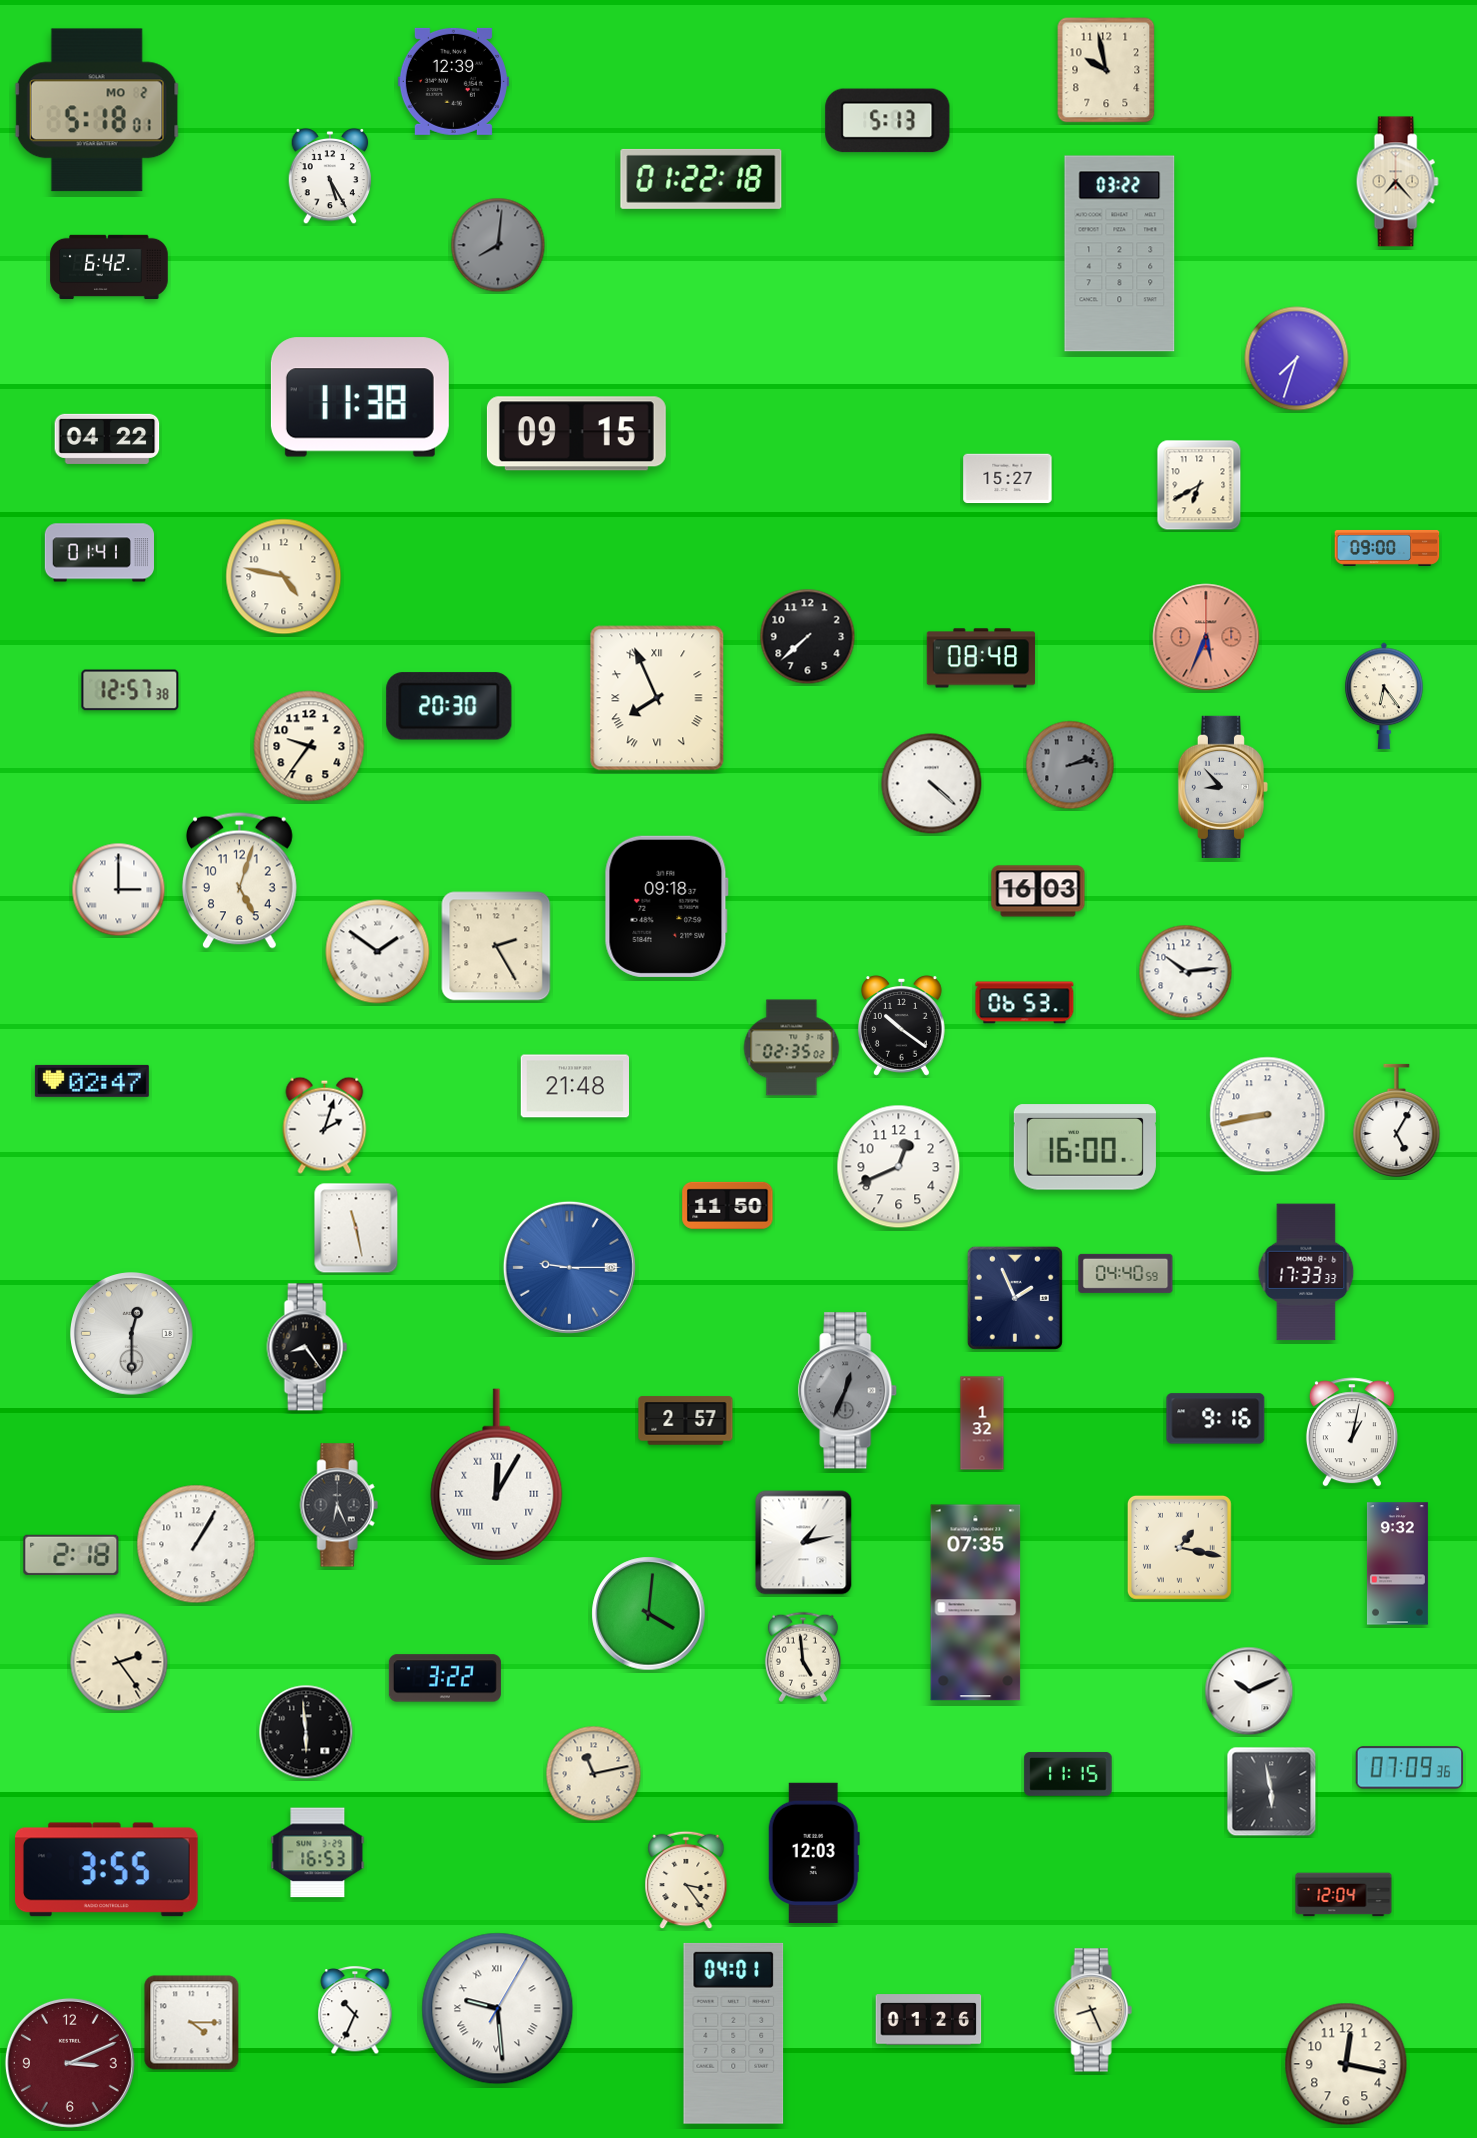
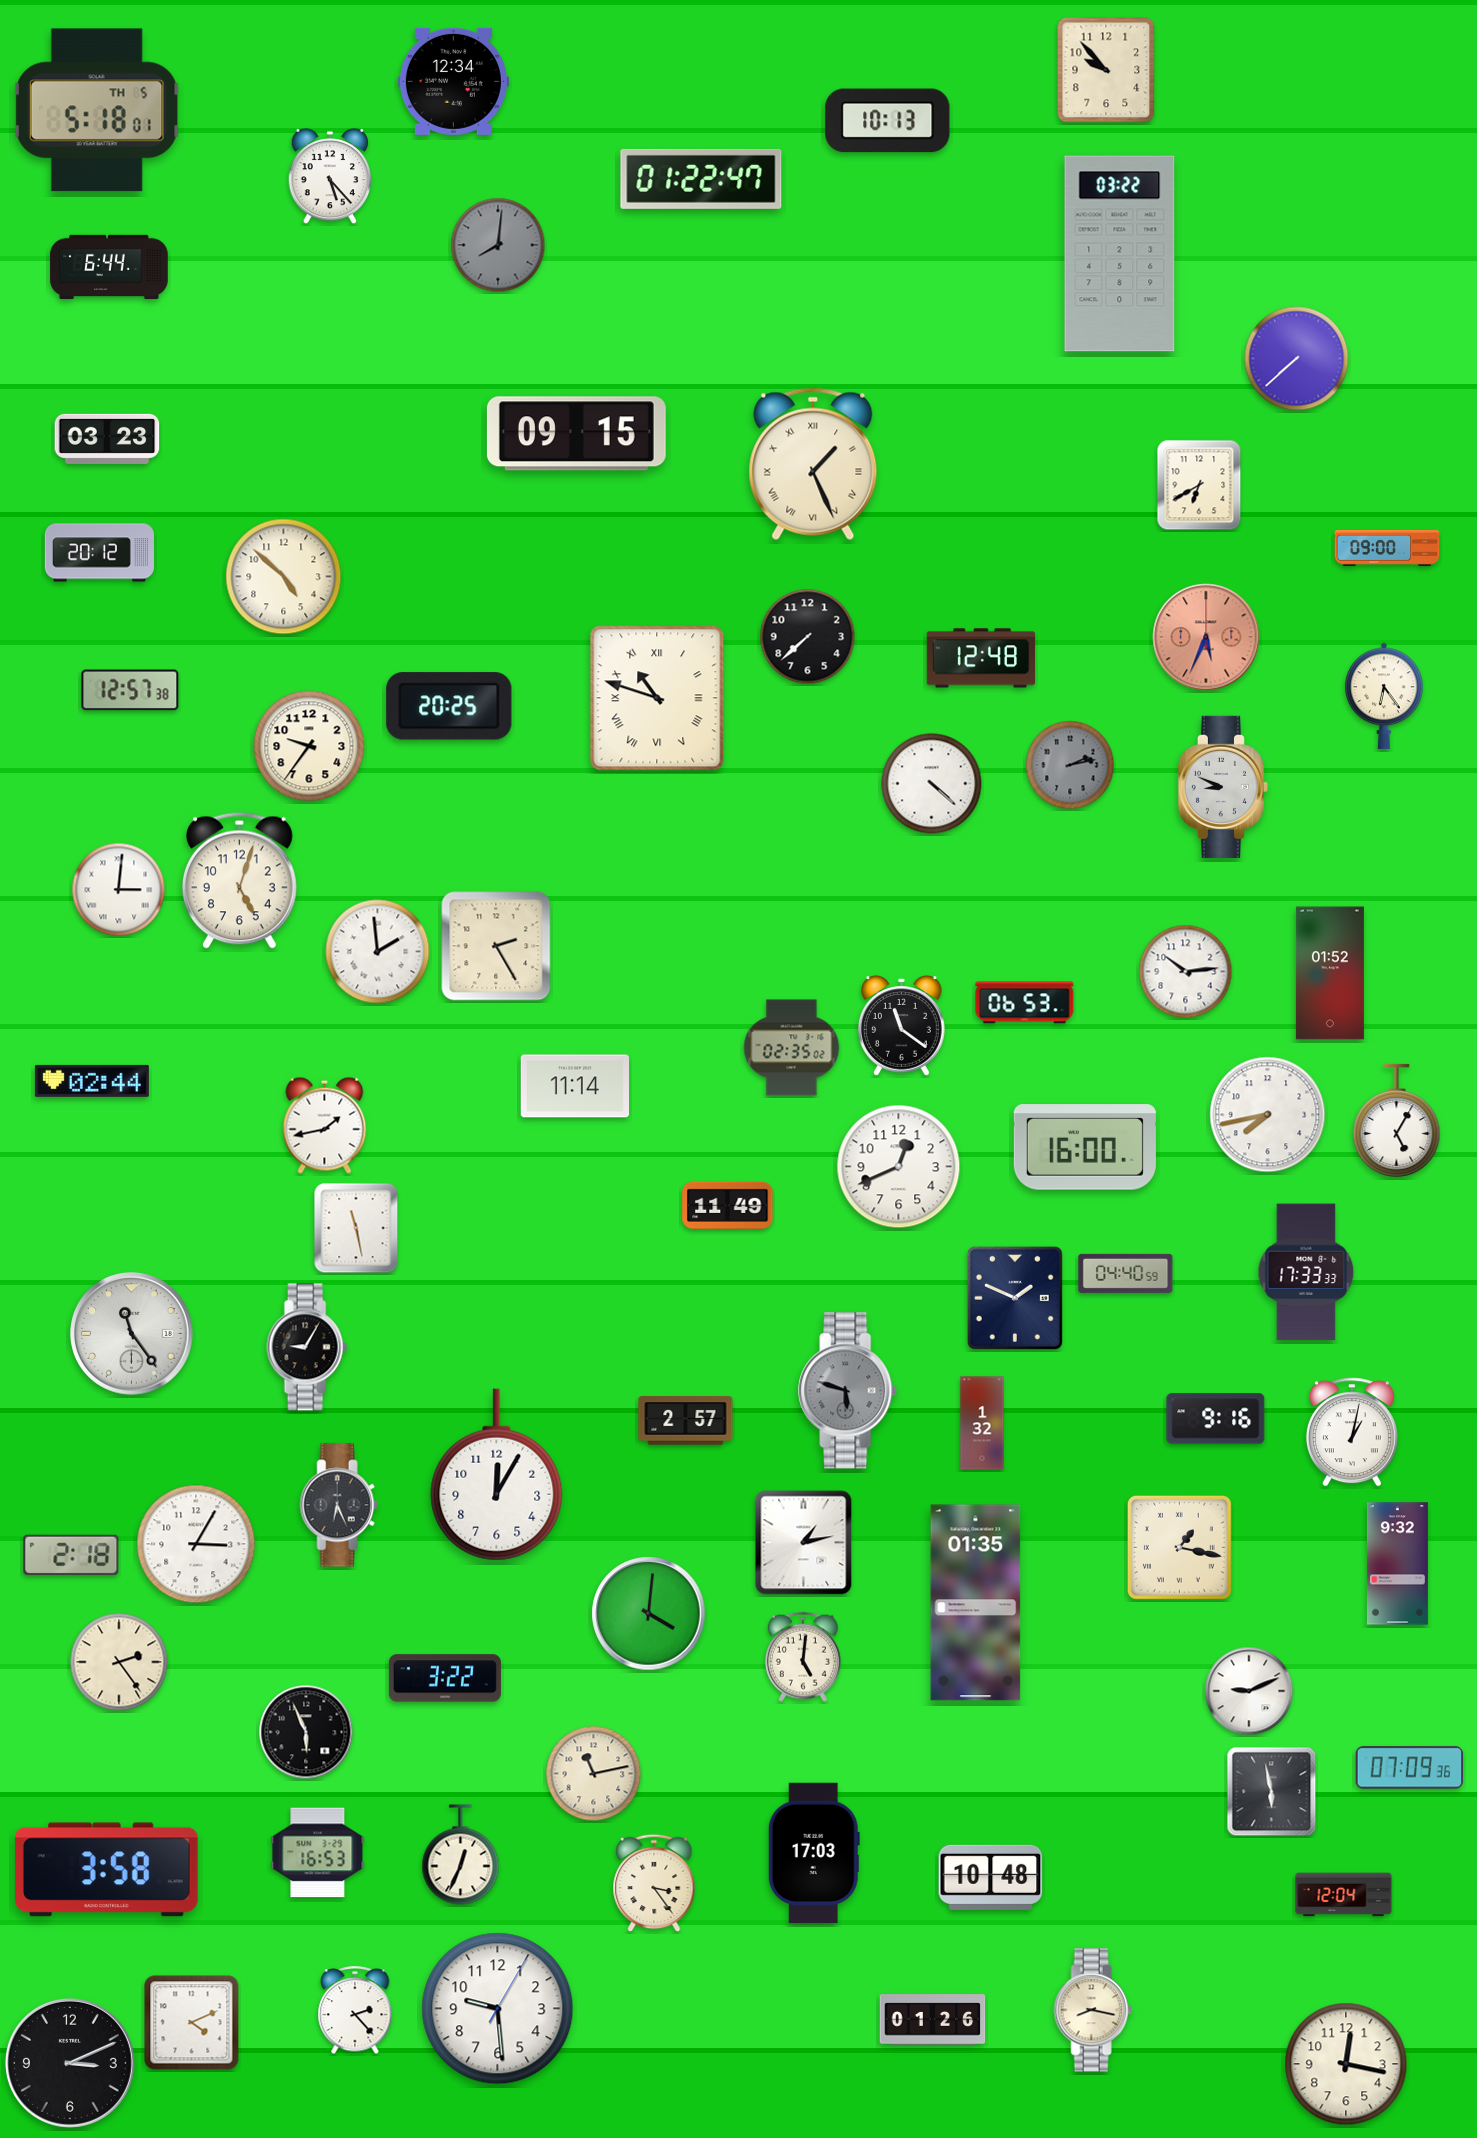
clock at (1106, 70): 9:58 -> 9:53
clock at (453, 81): 12:39 -> 12:34
clock at (97, 110) date: MO 2 -> TH 5
clock at (888, 121): 5:13 -> 10:13
clock at (330, 176): 5:25 -> 5:23
clock at (701, 179): 01:22:18 -> 01:22:47
clock at (1397, 182): 7:23 -> none
clock at (109, 267): 6:42 -> 6:44
clock at (1297, 359): 7:33 -> 7:38
clock at (360, 397): 11:38 -> none
clock at (107, 439): 04:22 -> 03:23
clock at (813, 464): none -> 1:26
clock at (1008, 479): 15:27 -> none
clock at (99, 553): 01:41 -> 20:12
clock at (284, 577): 4:47 -> 4:52
clock at (981, 658): 08:48 -> 12:48
clock at (657, 698): 7:56 -> 10:48
clock at (449, 706): 20:30 -> 20:25
clock at (1223, 787): 8:53 -> 8:49
clock at (119, 890): 3:00 -> 3:01
clock at (1038, 891): 16:03 -> none
clock at (666, 906): 09:18 -> none
clock at (378, 952): 1:51 -> 1:59
clock at (1330, 973): none -> 01:52
clock at (902, 1026): 10:21 -> 11:21
clock at (92, 1081): 02:47 -> 02:44
clock at (574, 1086): 21:48 -> 11:14
clock at (1268, 1115): 8:43 -> 7:43
clock at (325, 1125): 2:03 -> 1:43
clock at (728, 1205): 11:50 -> 11:49
clock at (569, 1267): 9:15 -> none
clock at (1015, 1298): 1:56 -> 1:49
clock at (132, 1334): 12:30 -> 11:24
clock at (307, 1347): 8:24 -> 9:05
clock at (848, 1391): 12:34 -> 5:48
clock at (497, 1475) numerals: Roman -> Arabic
clock at (196, 1544): 1:05 -> 3:05
clock at (976, 1603): 07:35 -> 01:35
clock at (803, 1657): 4:59 -> 5:01
clock at (1249, 1691): 10:11 -> 9:11
clock at (306, 1732): 5:59 -> 5:56
clock at (1068, 1774): 11:15 -> none
clock at (814, 1852): 12:03 -> 17:03
clock at (461, 1855): none -> 12:34
clock at (107, 1870): 3:55 -> 3:58
clock at (991, 1877): none -> 10:48
clock at (686, 1880) position: (686, 1880) -> (654, 1883)
clock at (498, 2009) numerals: Roman -> Arabic
clock at (1093, 2010): 8:26 -> 8:17
clock at (355, 2011): 10:34 -> 2:23
clock at (929, 2020) position: (929, 2020) -> (933, 2020)
clock at (192, 2023): 4:15 -> 4:11
clock at (734, 2033): 04:01 -> none
clock at (70, 2063) dial: burgundy -> black
